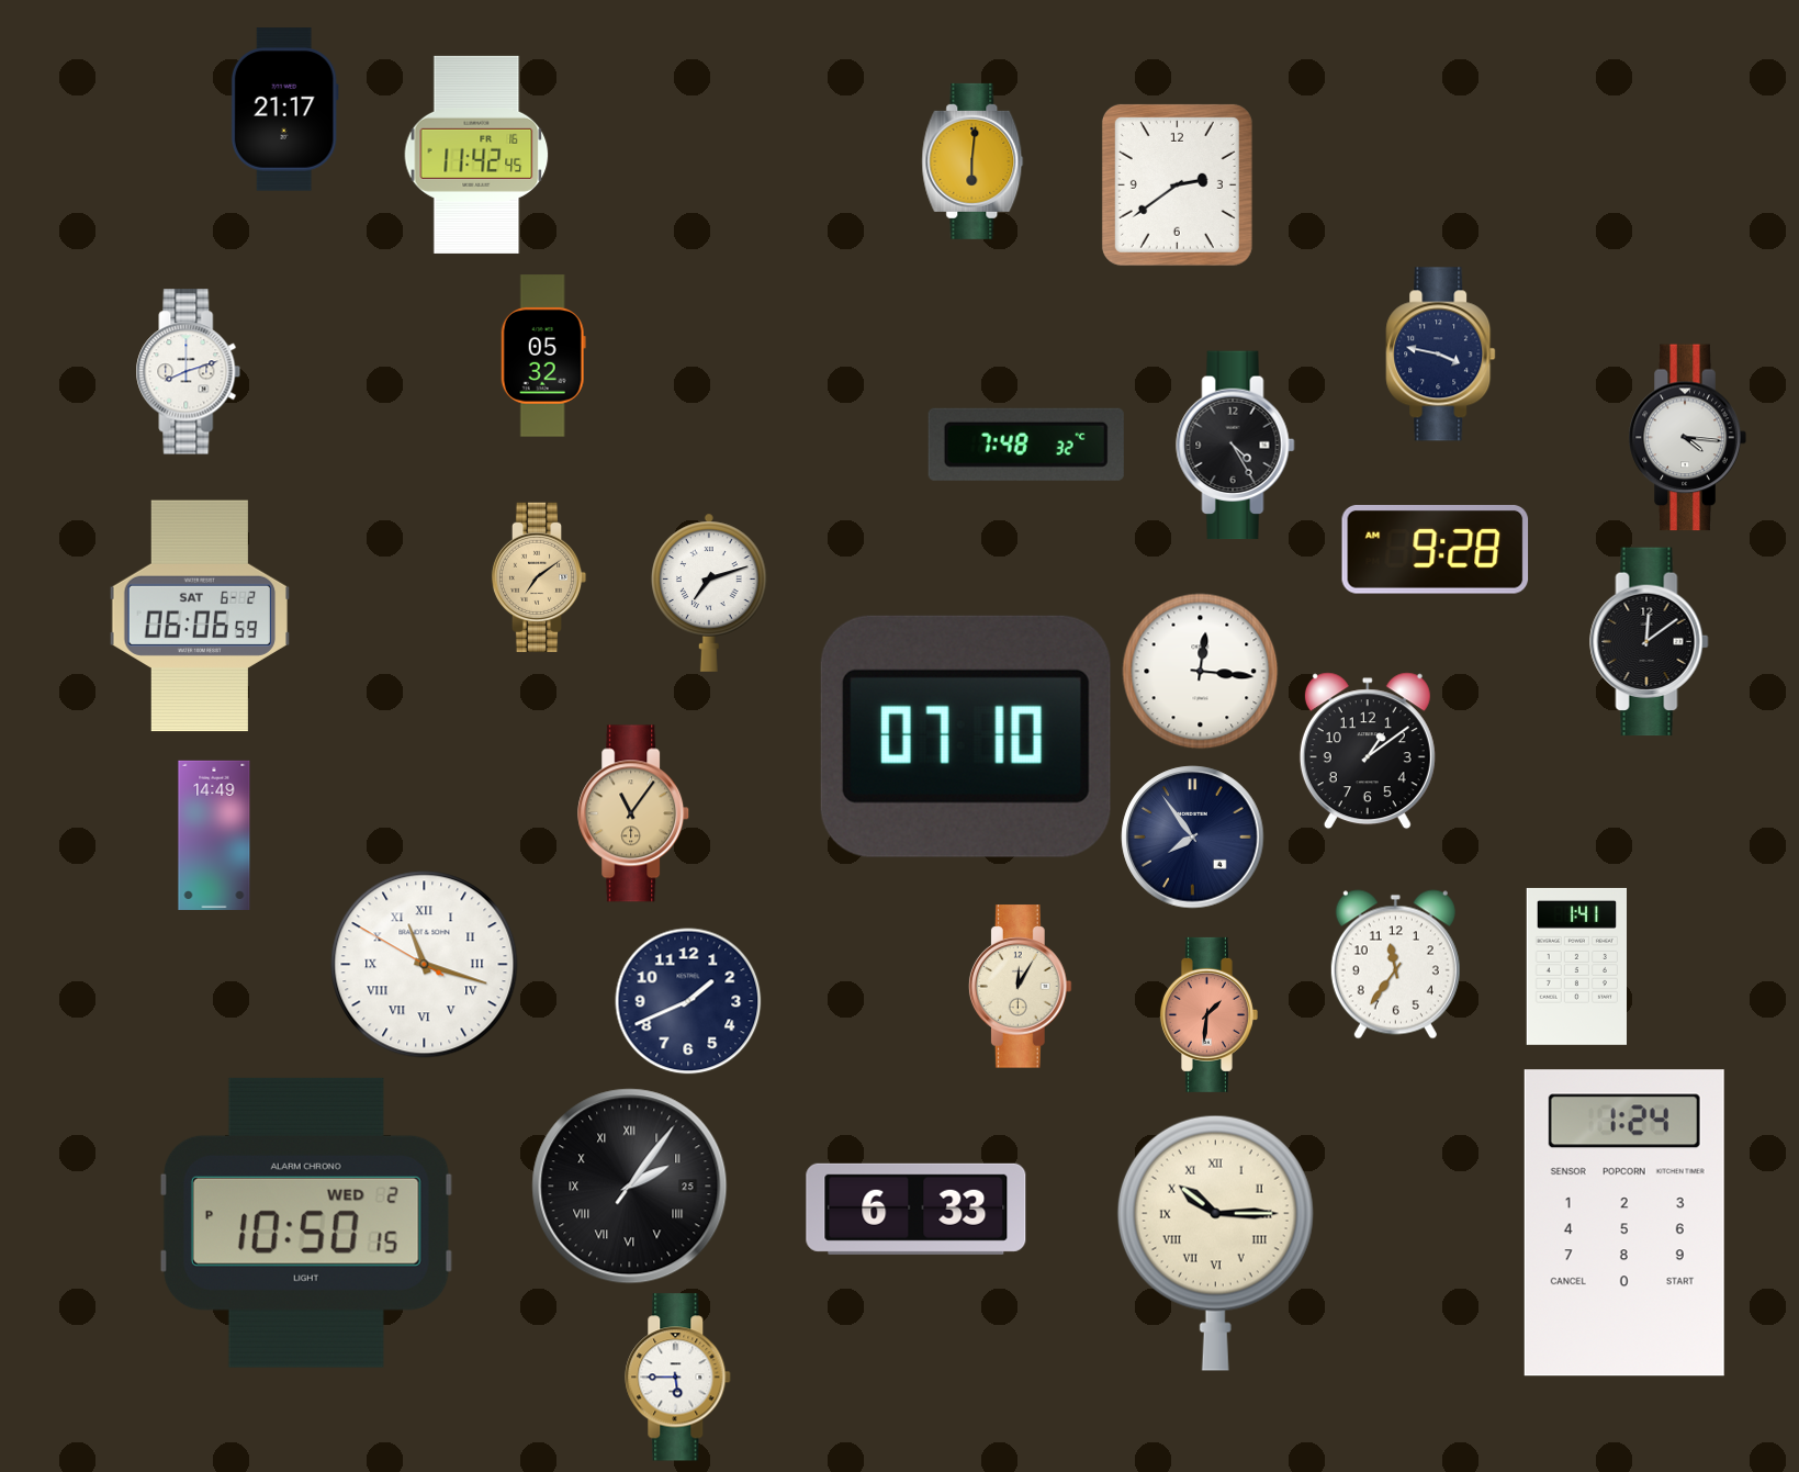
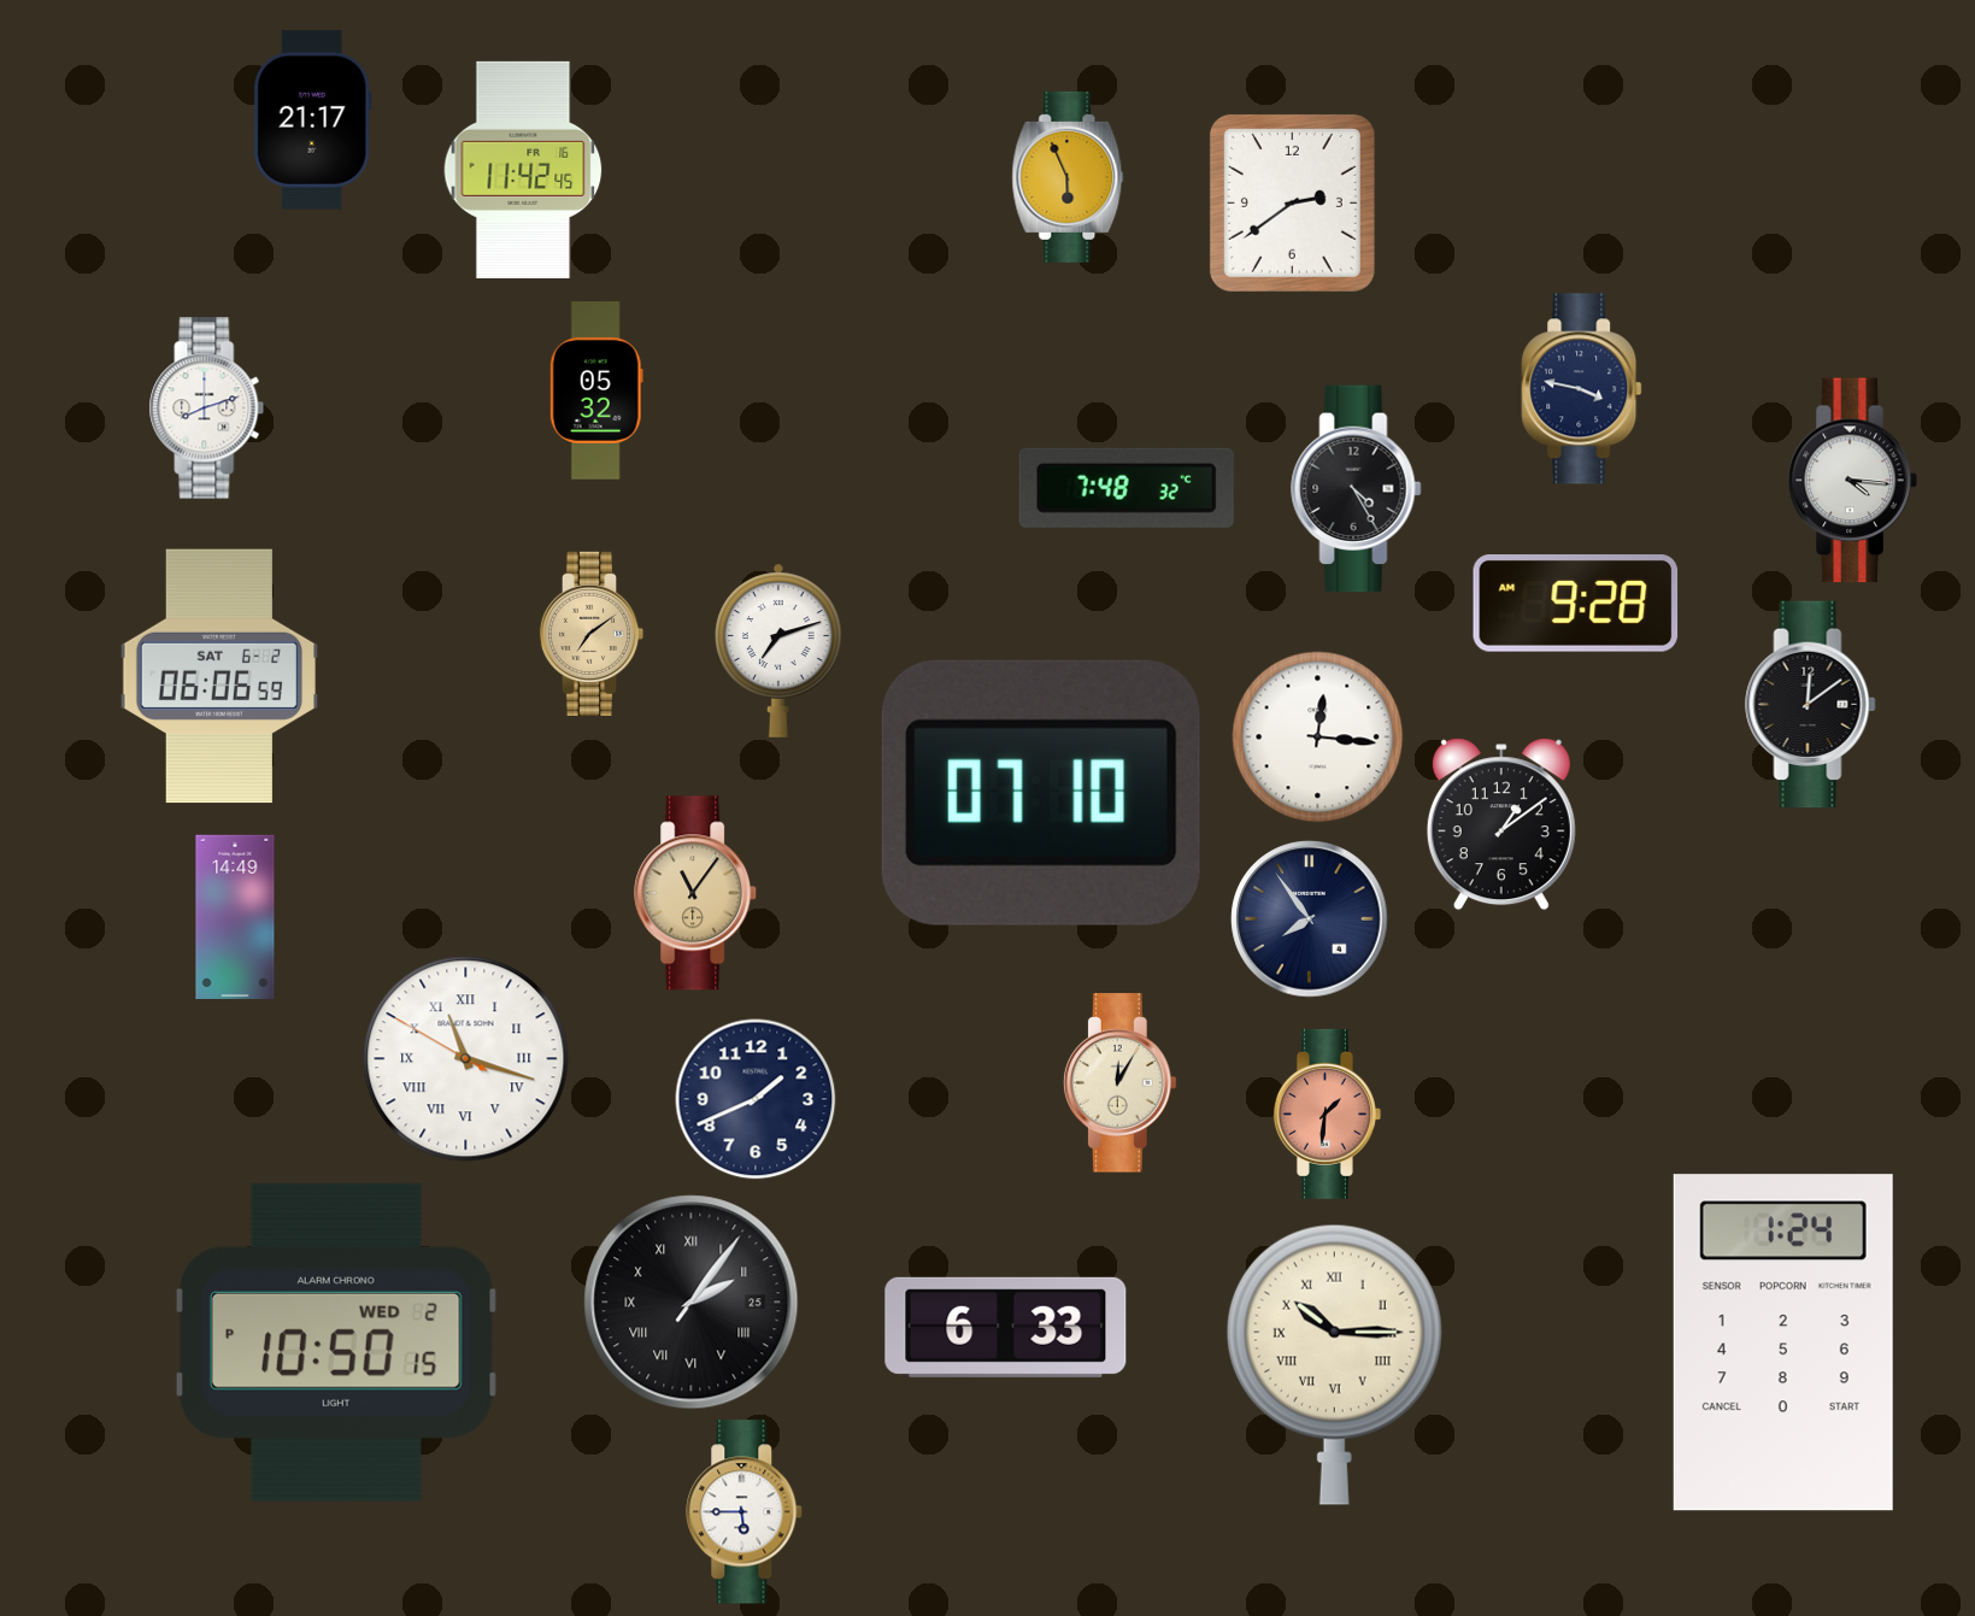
clock at (972, 161): 6:01 -> 5:56
clock at (966, 737) position: (966, 737) -> (1041, 793)
clock at (1395, 965): 11:36 -> none
clock at (1576, 966): 1:41 -> none
